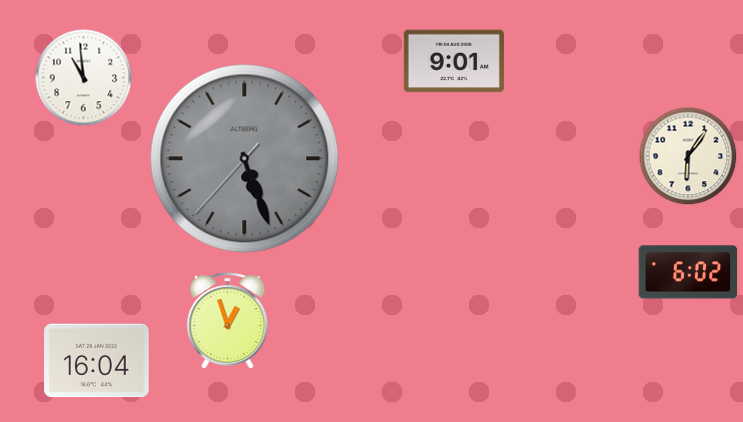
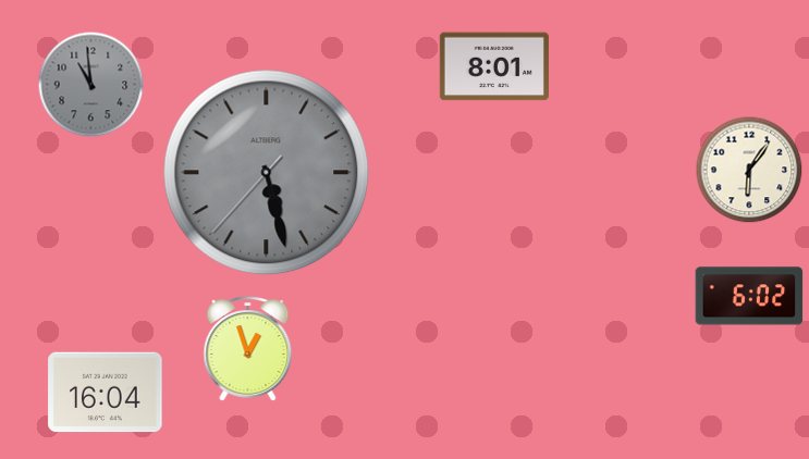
clock at (454, 61): 9:01 -> 8:01
clock at (84, 78) dial: white -> grey
clock at (245, 159): 5:26 -> 5:27
